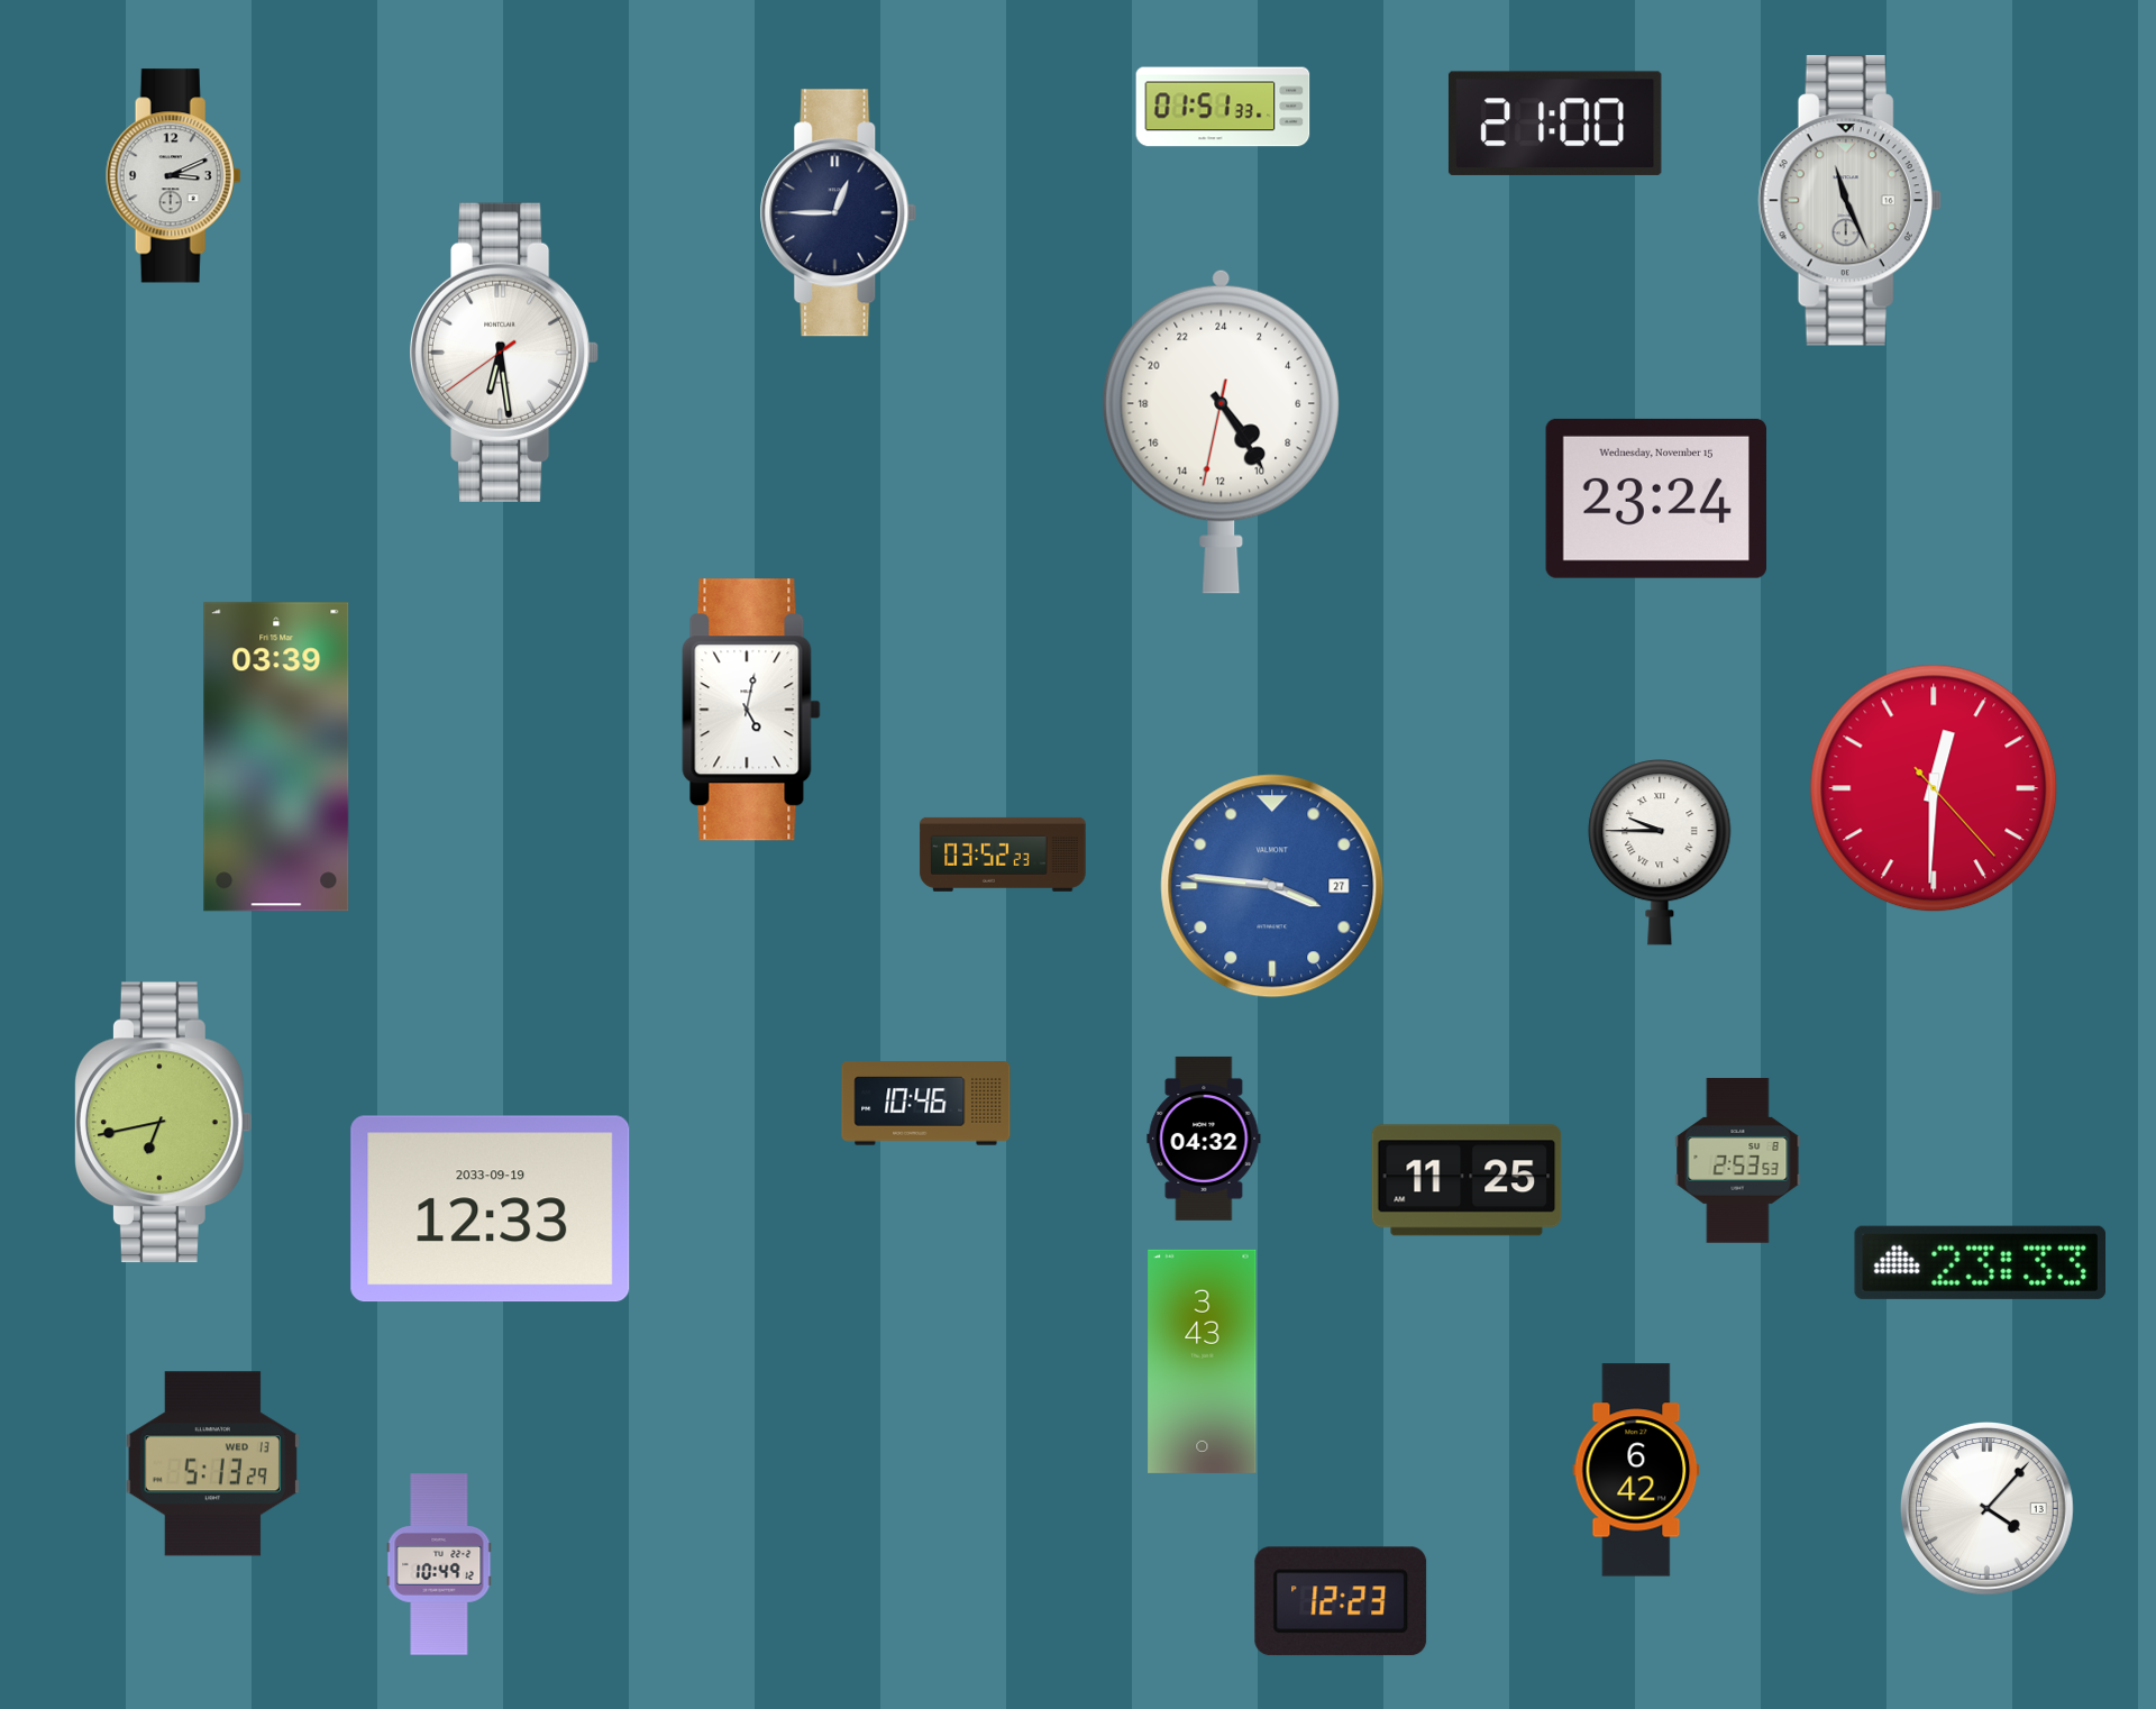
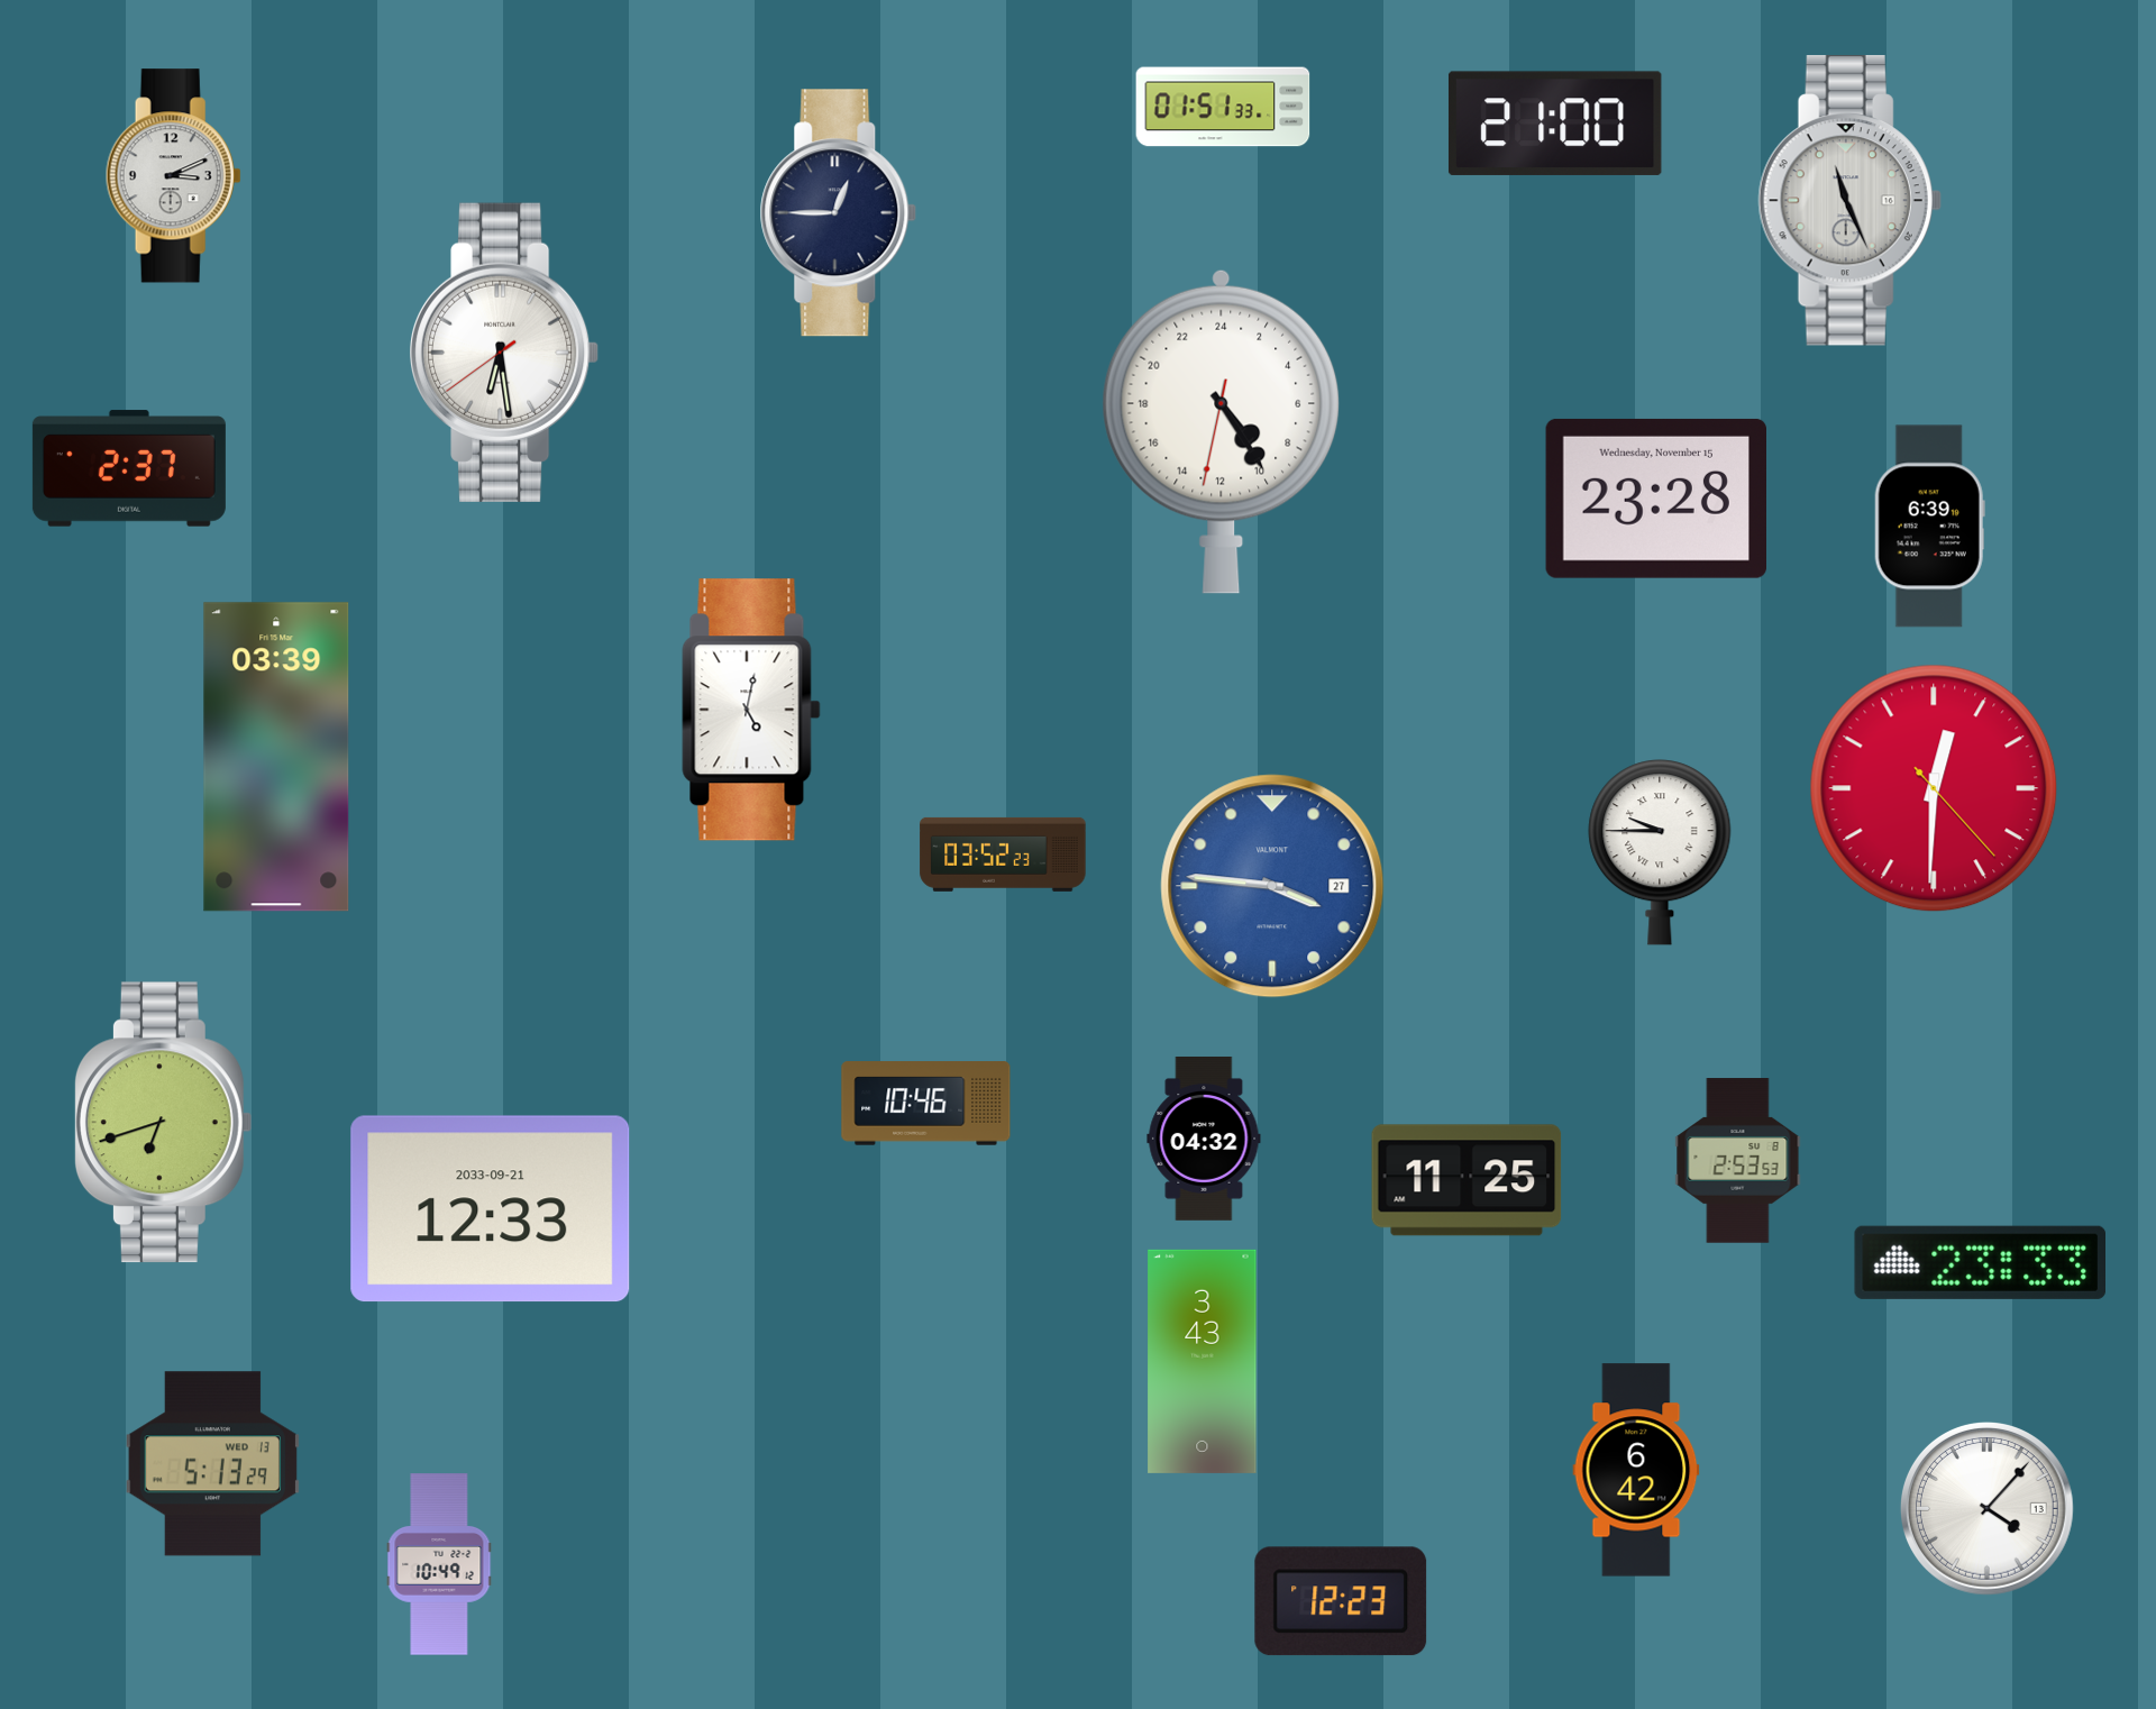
clock at (129, 468): none -> 2:37
clock at (1655, 499): 23:24 -> 23:28
clock at (1929, 527): none -> 6:39
clock at (163, 1123): 6:43 -> 6:42
clock at (491, 1209) date: 2033-09-19 -> 2033-09-21
